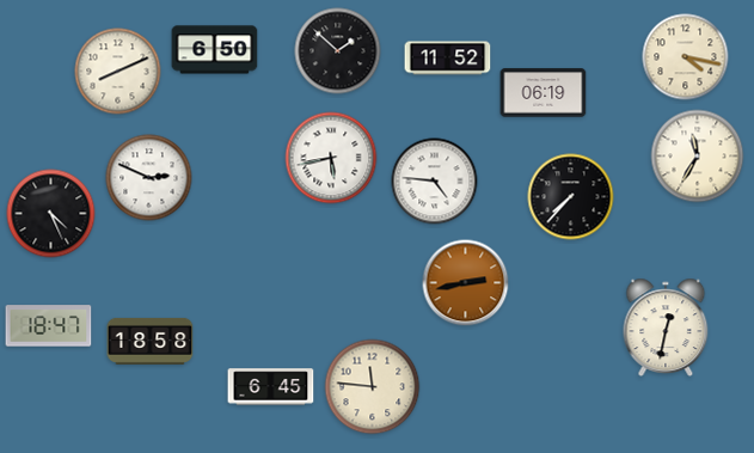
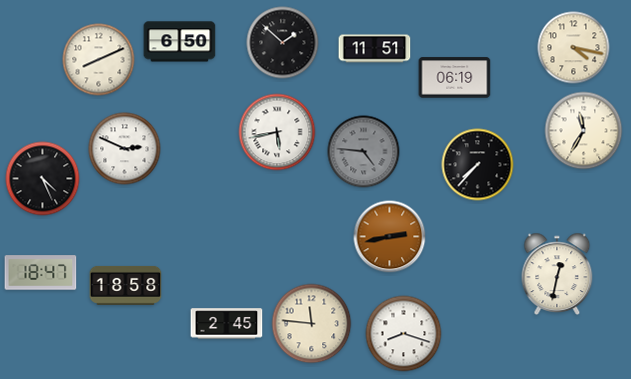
clock at (448, 59): 11:52 -> 11:51
clock at (435, 182) dial: white -> grey
clock at (271, 387): 6:45 -> 2:45
clock at (404, 334): none -> 8:18
